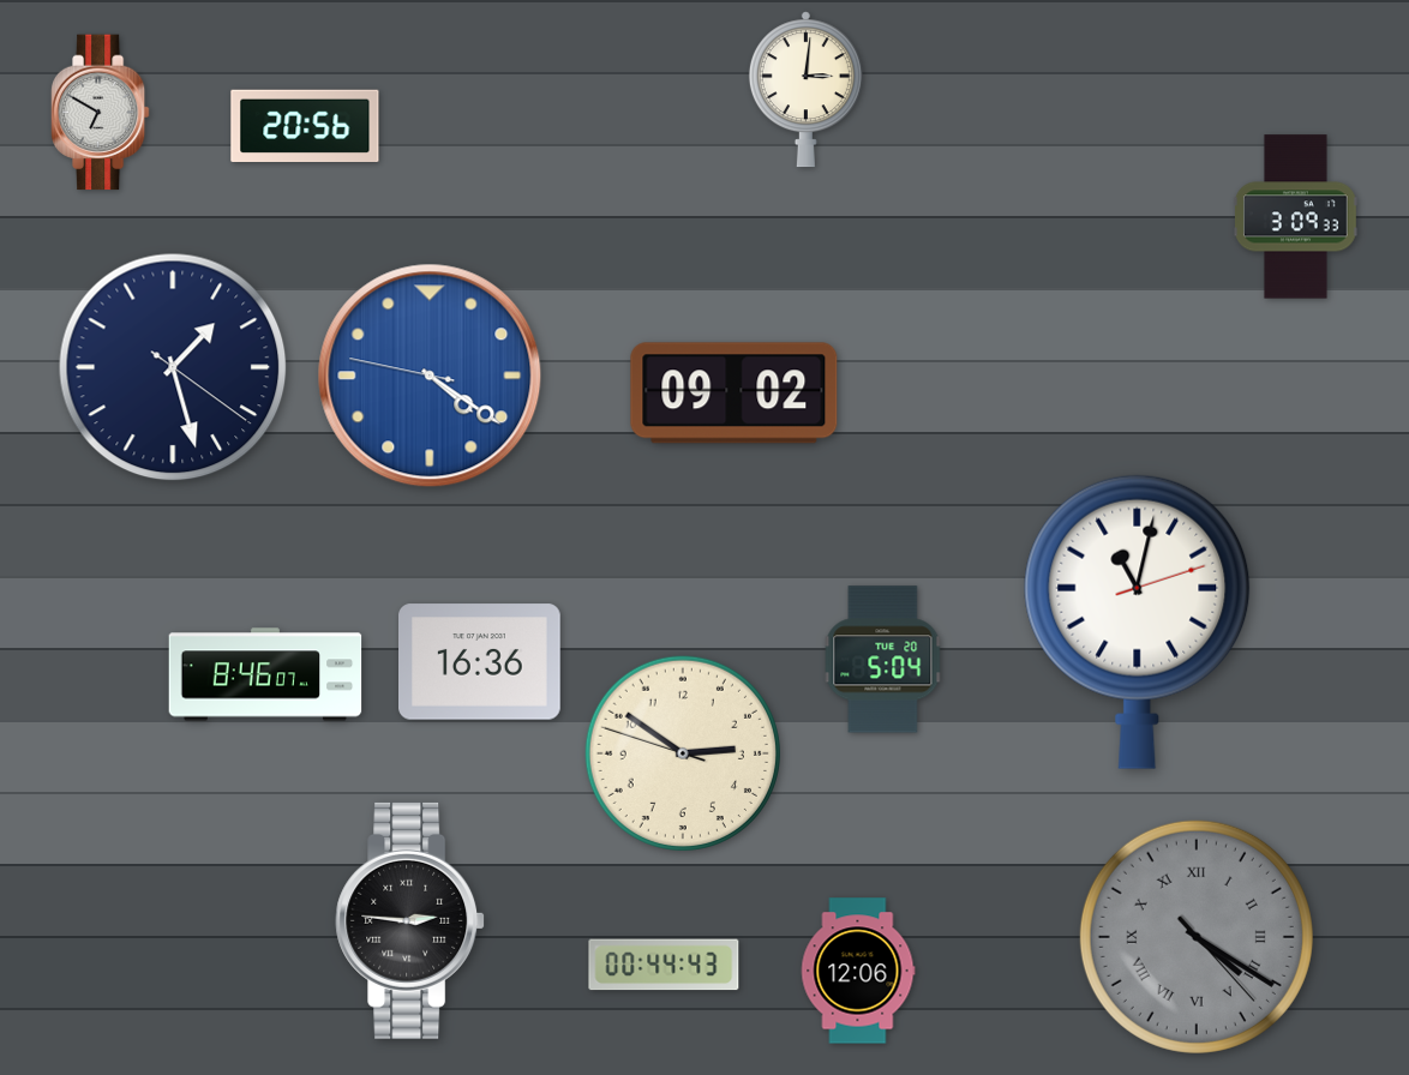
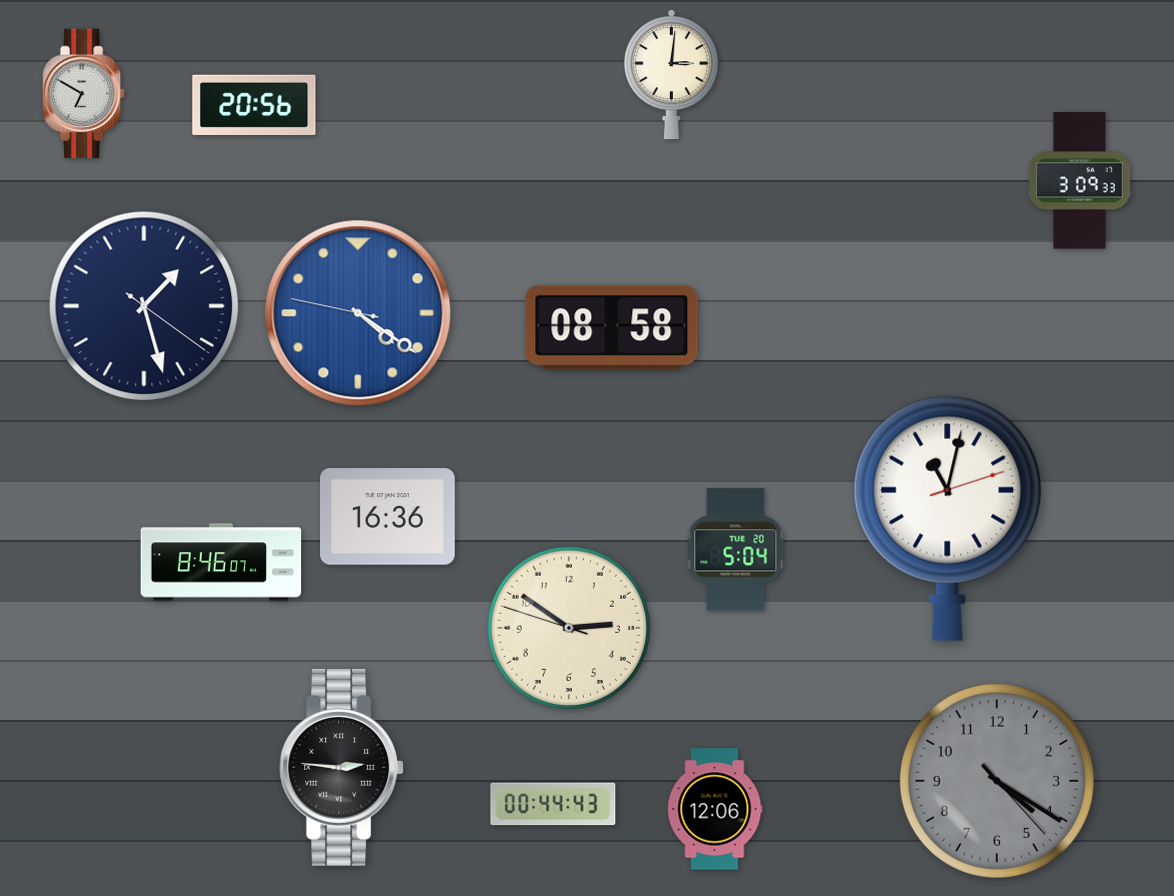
clock at (735, 394): 09:02 -> 08:58
clock at (480, 662) position: (480, 662) -> (388, 517)
clock at (1197, 937) numerals: Roman -> Arabic
